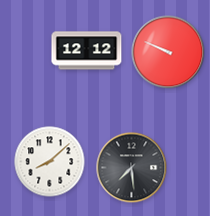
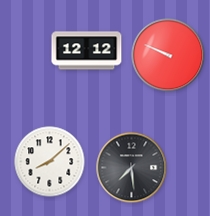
clock at (168, 52) position: (168, 52) -> (168, 55)
